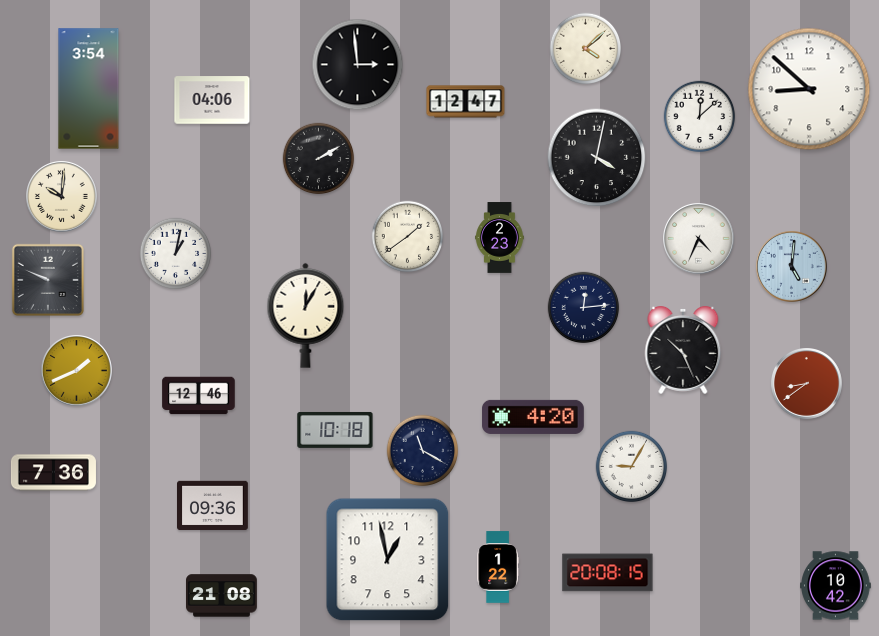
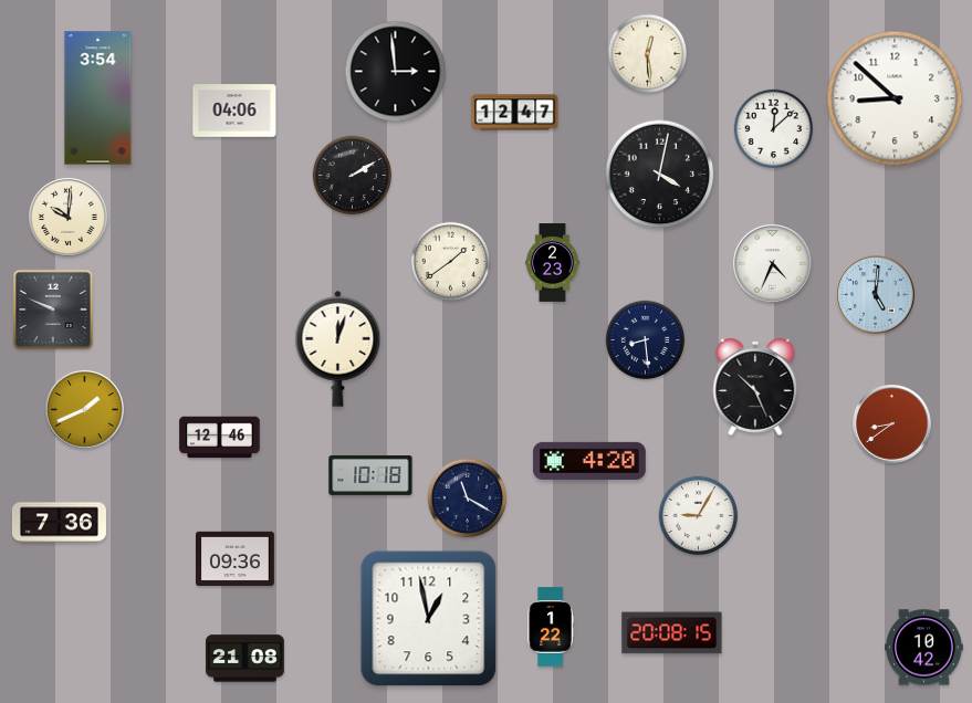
clock at (586, 49): 4:08 -> 12:29
clock at (176, 254): 1:02 -> none
clock at (584, 308): 12:14 -> 8:29
clock at (306, 315): 12:05 -> 12:03
